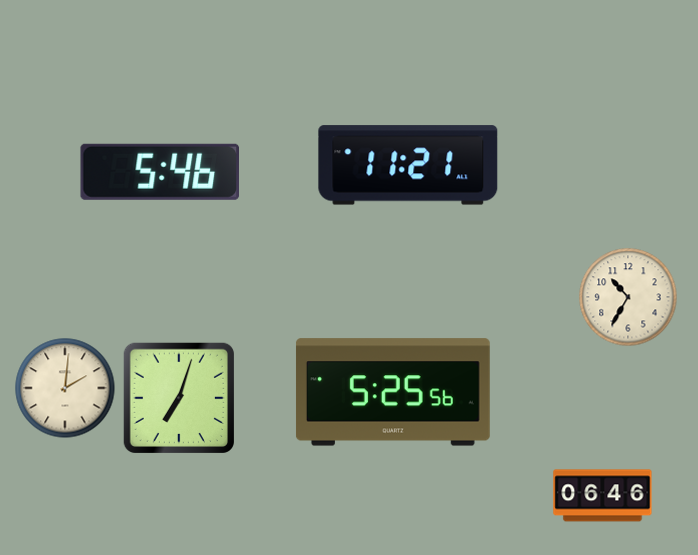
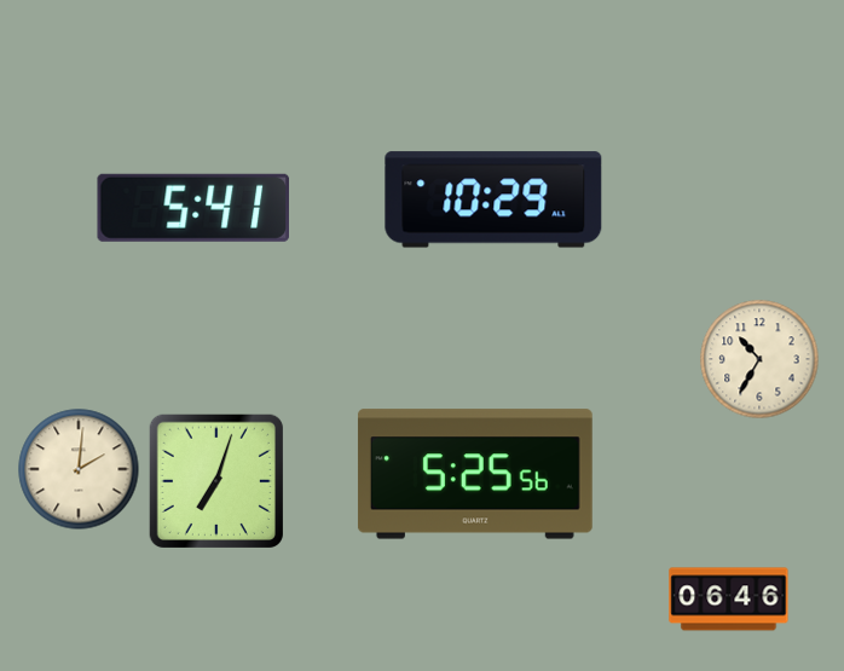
clock at (408, 165): 11:21 -> 10:29
clock at (159, 172): 5:46 -> 5:41
